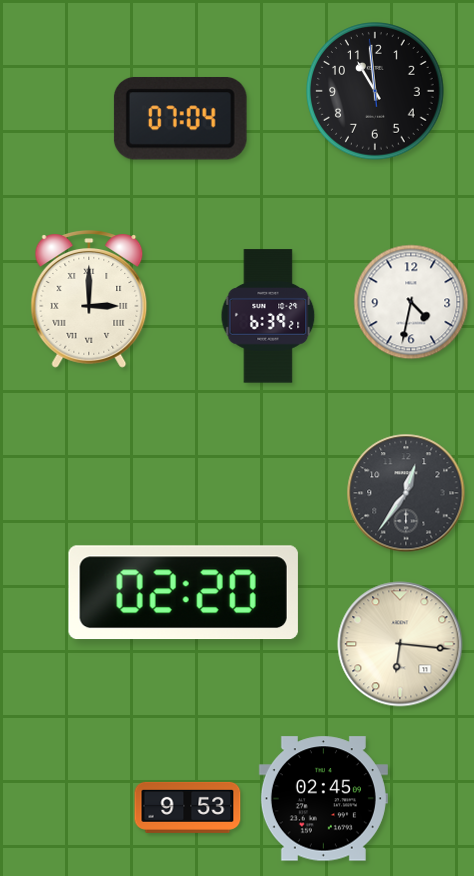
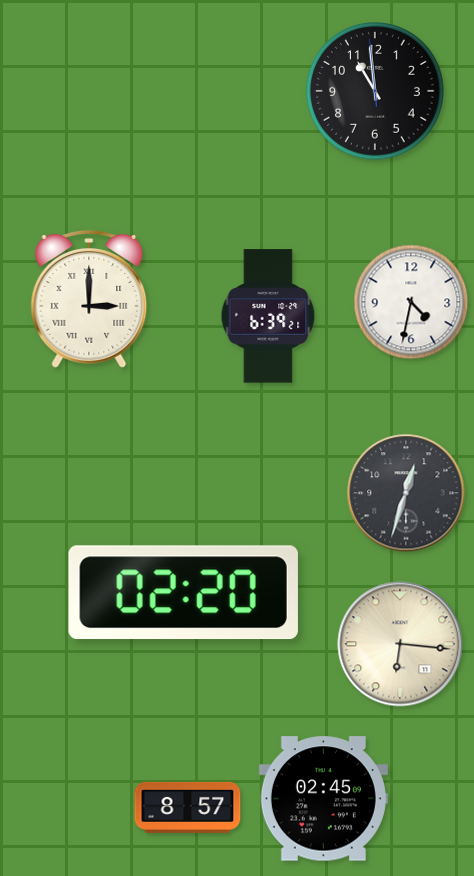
clock at (180, 118): 07:04 -> none
clock at (406, 493): 12:36 -> 12:33
clock at (188, 807): 9:53 -> 8:57
